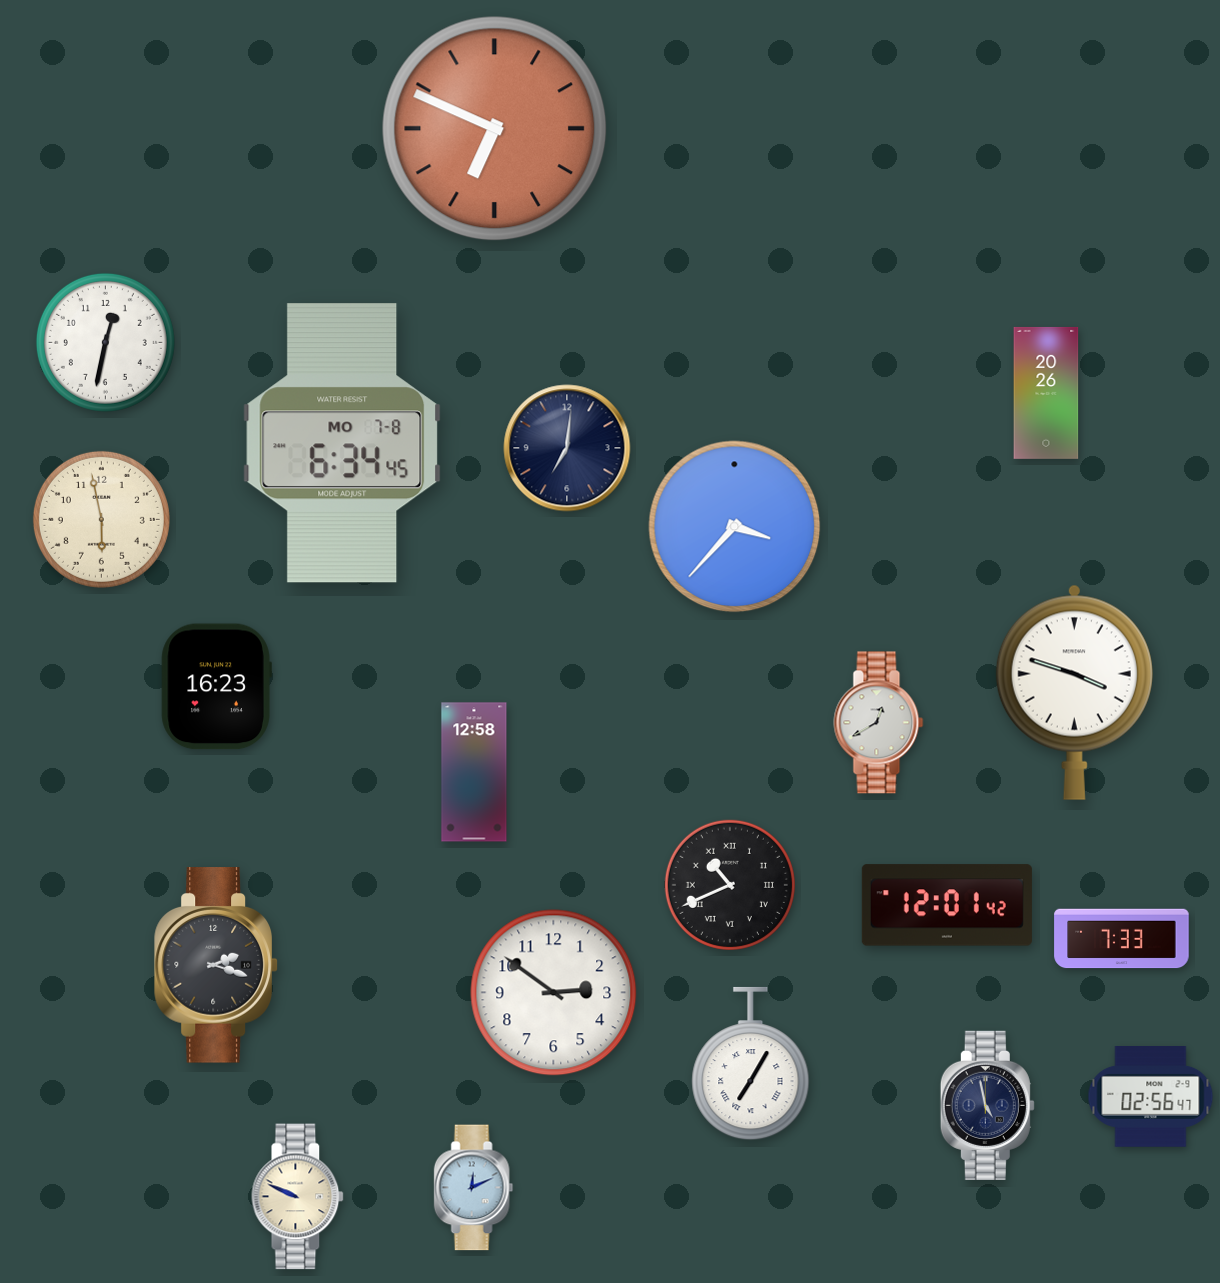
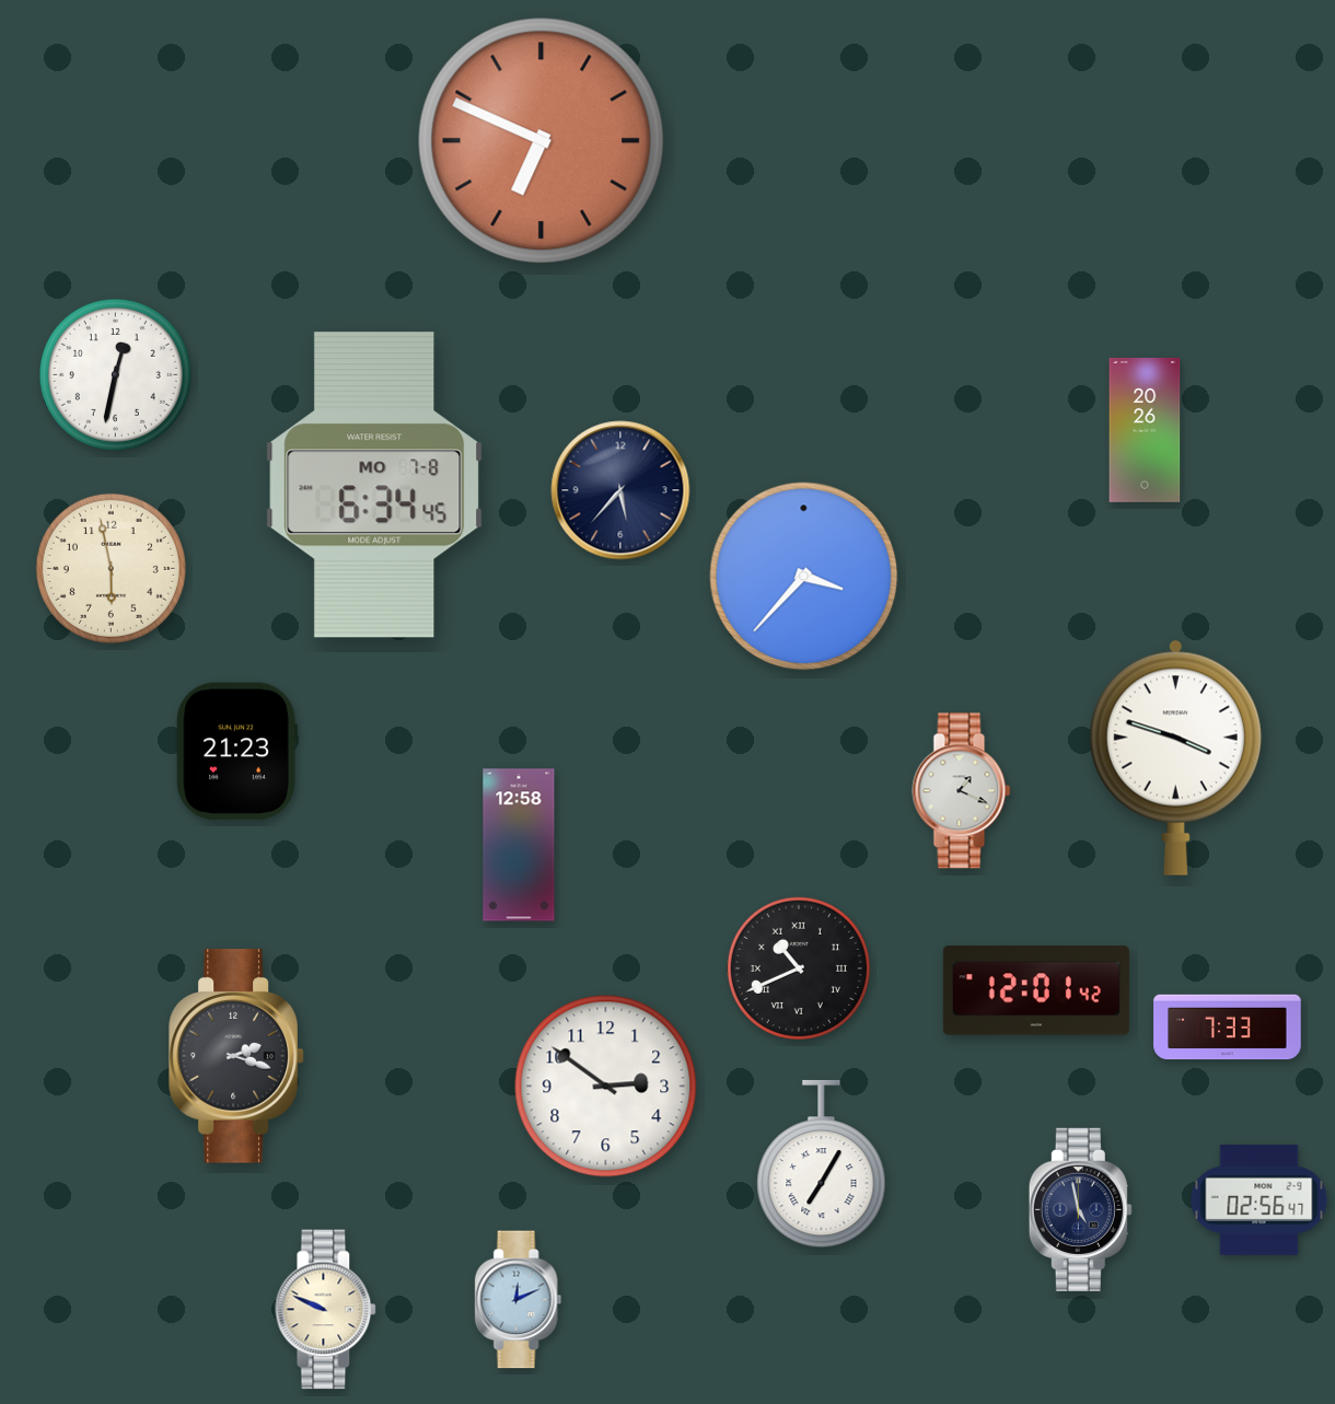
clock at (567, 448): 7:01 -> 5:37
clock at (216, 687): 16:23 -> 21:23
clock at (879, 723): 12:40 -> 1:19
